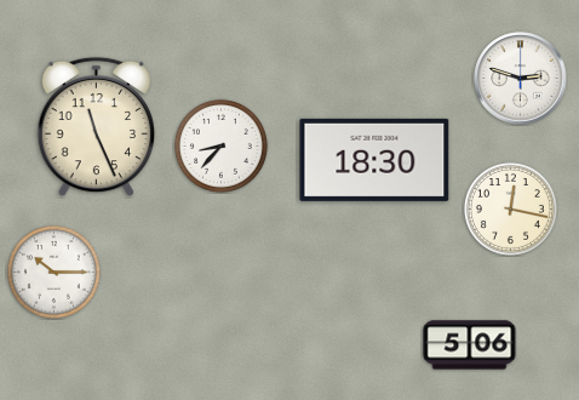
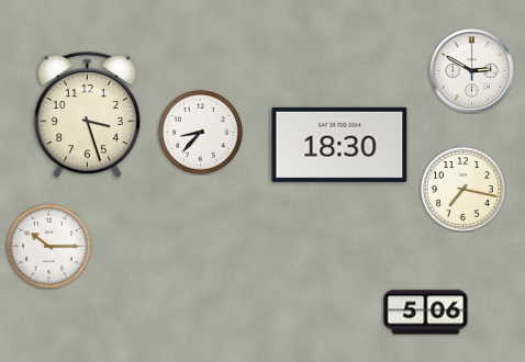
clock at (521, 79): 2:48 -> 2:50
clock at (96, 127): 11:26 -> 3:27
clock at (510, 208): 12:17 -> 7:17
